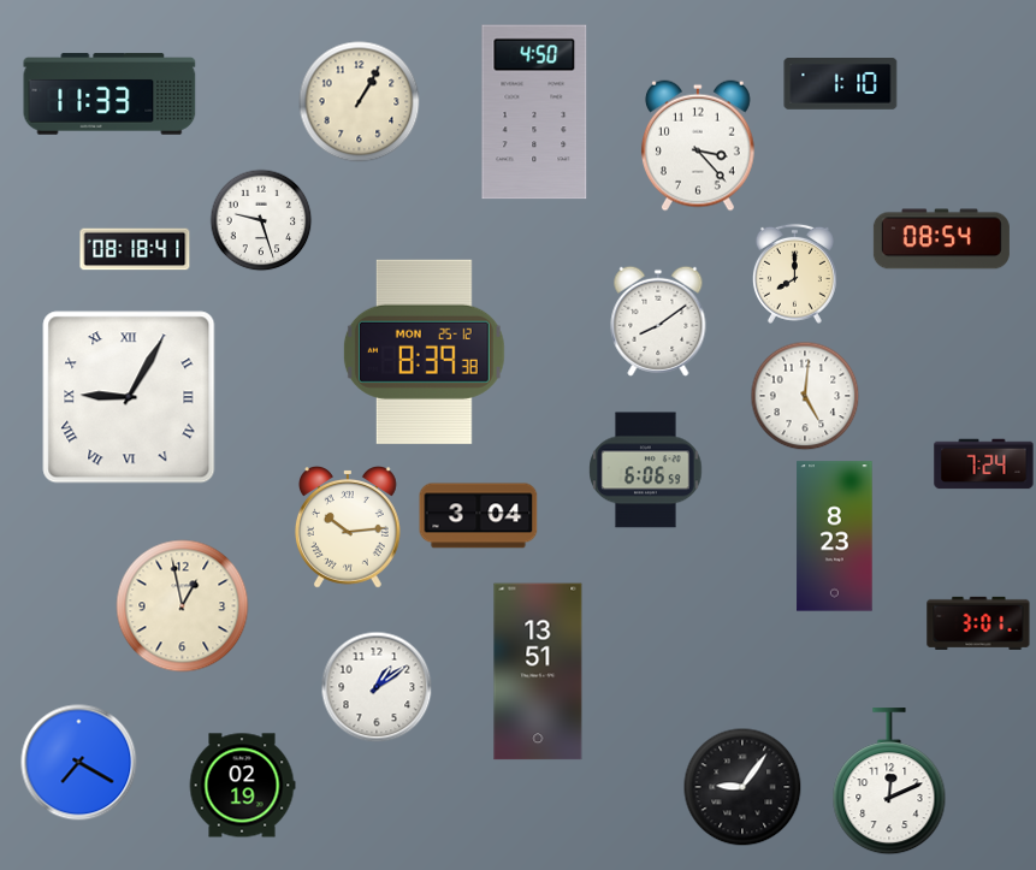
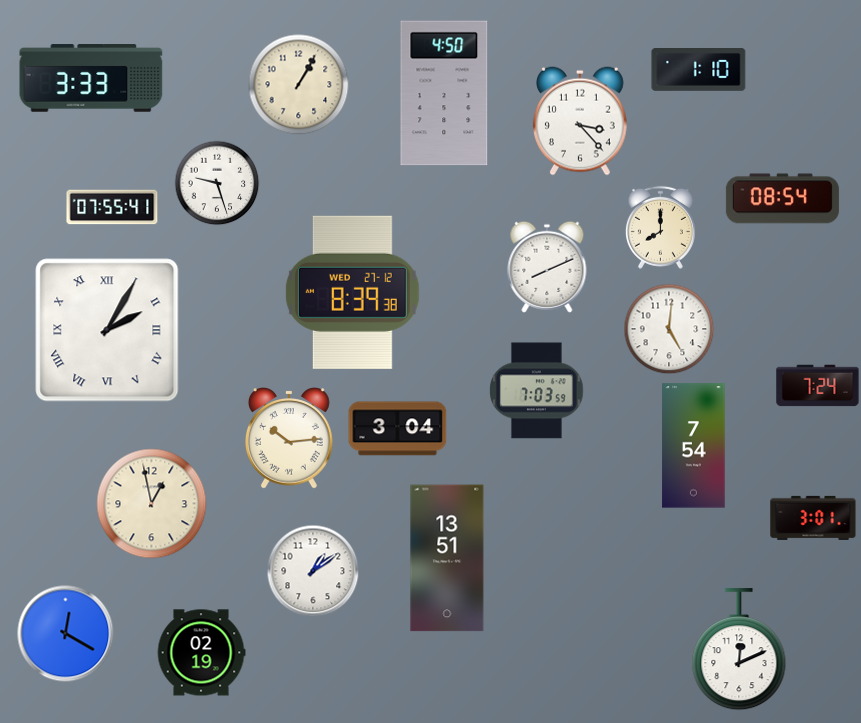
clock at (109, 94): 11:33 -> 3:33
clock at (135, 249): 08:18 -> 07:55
clock at (658, 321): 8:09 -> 8:11
clock at (424, 351) date: MON 25-12 -> WED 27-12
clock at (129, 397): 9:05 -> 2:05
clock at (646, 470): 6:06 -> 7:03
clock at (835, 537): 8:23 -> 7:54
clock at (79, 763): 7:20 -> 12:20
clock at (742, 787): 9:06 -> none
